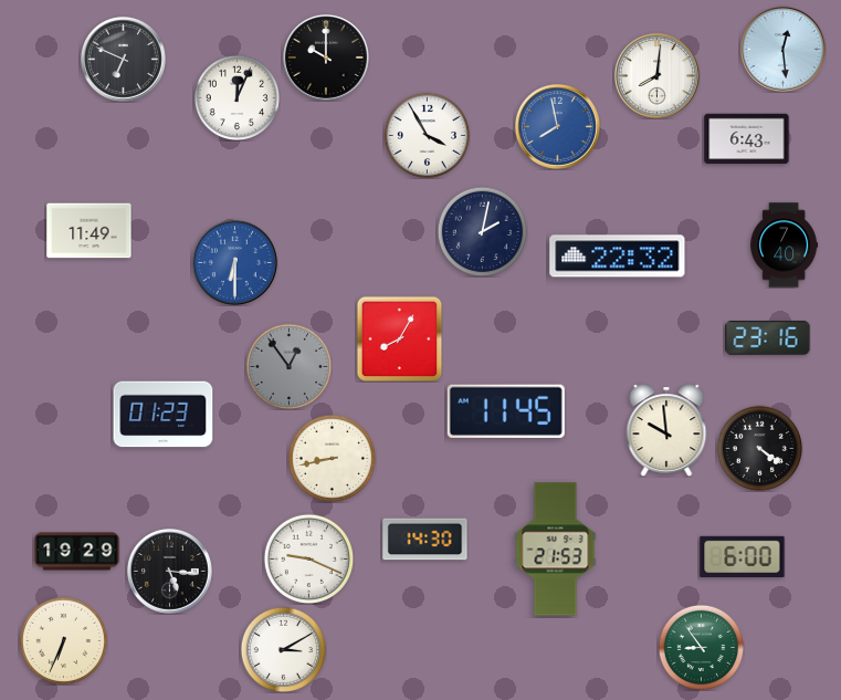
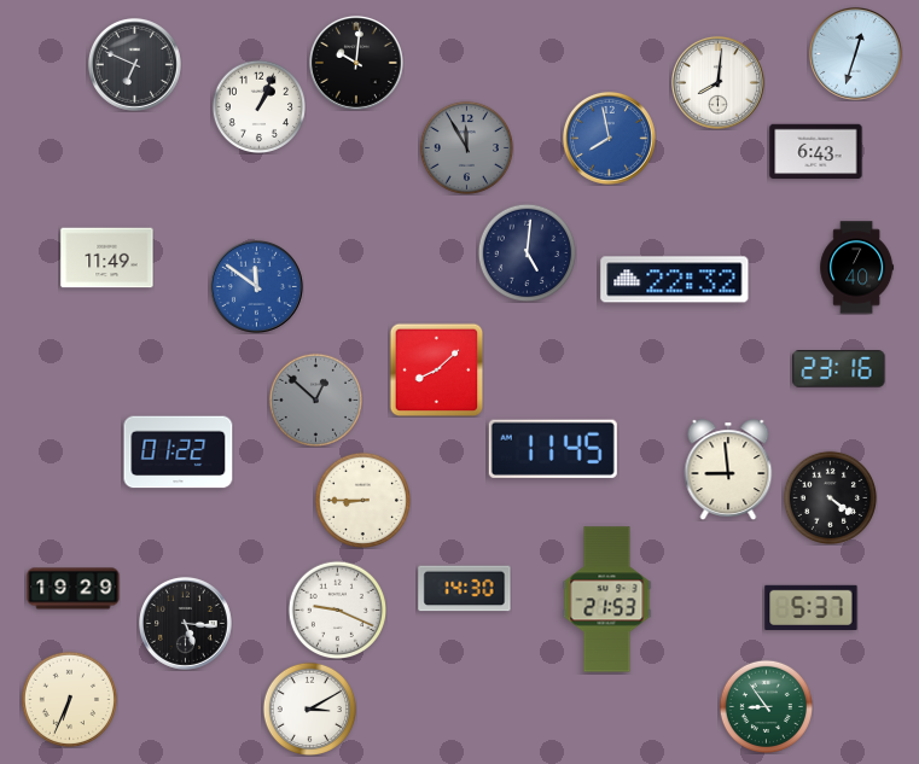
clock at (782, 49): 12:29 -> 12:33
clock at (326, 58): 10:00 -> 10:01
clock at (236, 97): 12:04 -> 1:04
clock at (427, 135): 3:55 -> 11:55
clock at (427, 135) dial: white -> grey
clock at (90, 231) position: (90, 231) -> (107, 258)
clock at (482, 231): 2:02 -> 5:01
clock at (234, 262): 6:30 -> 11:51
clock at (399, 338): 8:05 -> 8:08
clock at (288, 366): 12:54 -> 12:52
clock at (164, 415): 01:23 -> 01:22
clock at (666, 430): 9:59 -> 8:59
clock at (759, 448) position: (759, 448) -> (830, 497)
clock at (332, 458): 8:43 -> 8:45
clock at (77, 552) position: (77, 552) -> (74, 589)
clock at (743, 556): 6:00 -> 5:37
